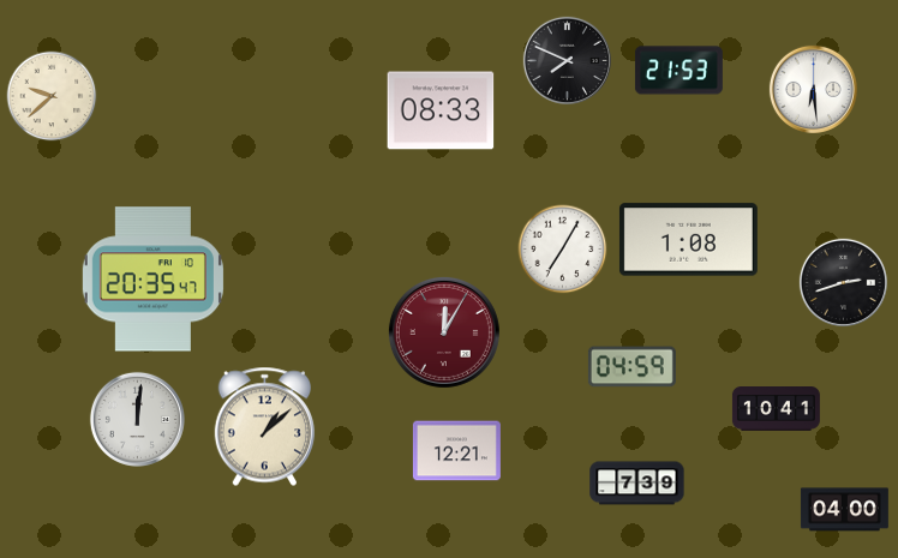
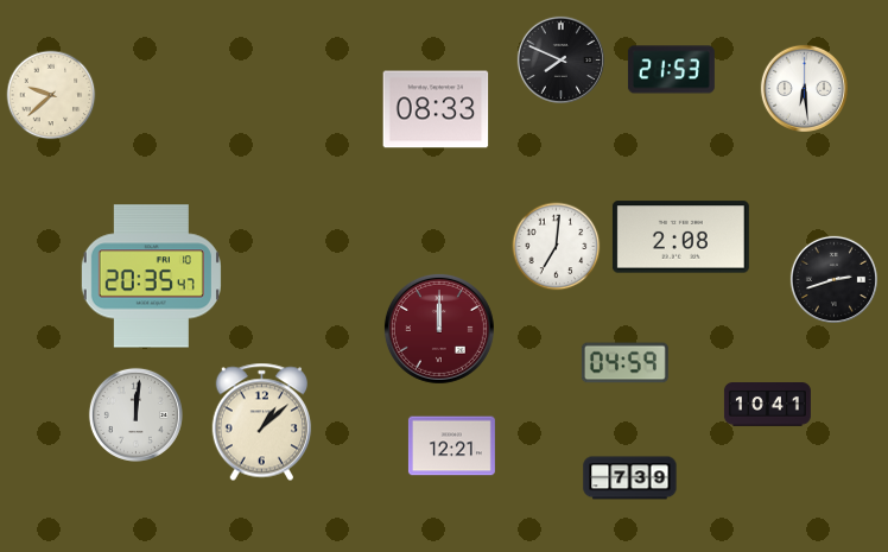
clock at (688, 240): 1:08 -> 2:08
clock at (563, 250): 7:05 -> 7:01
clock at (444, 332): 12:05 -> 12:00
clock at (844, 510): 04:00 -> none
